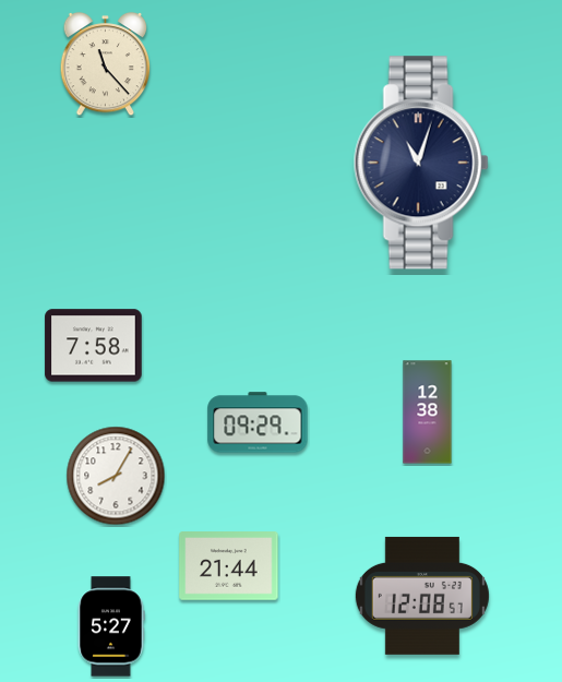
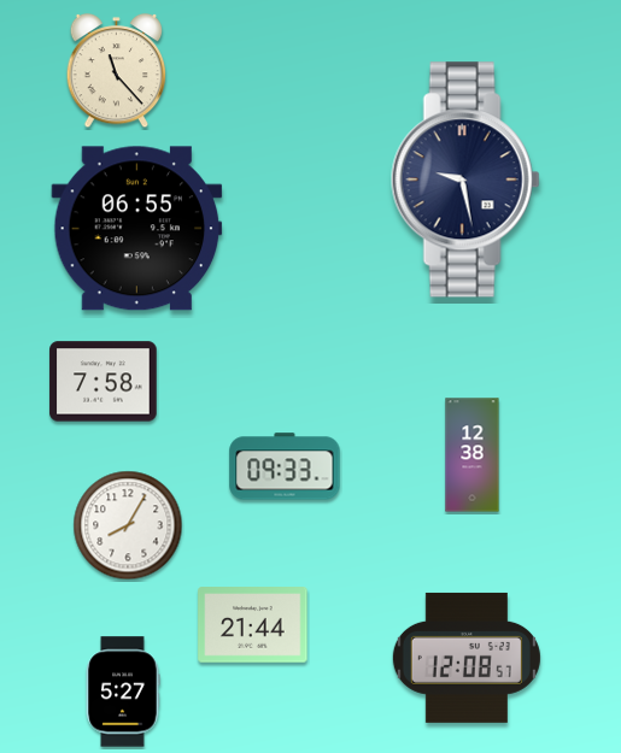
clock at (421, 163): 11:03 -> 9:28
clock at (137, 229): none -> 06:55
clock at (258, 422): 09:29 -> 09:33
